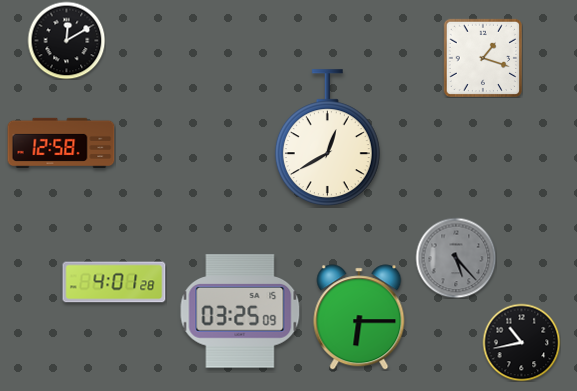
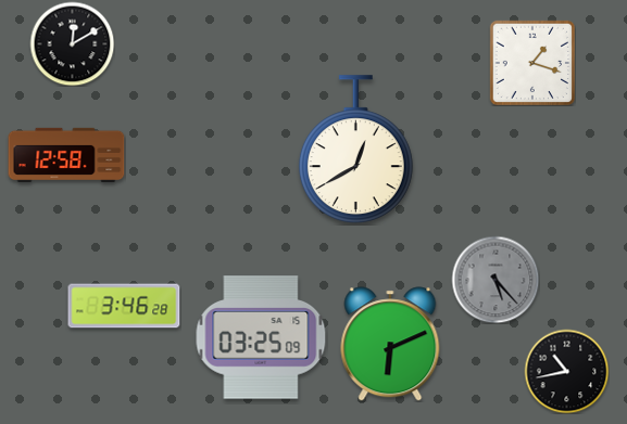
clock at (482, 57) position: (482, 57) -> (531, 62)
clock at (114, 282): 4:01 -> 3:46
clock at (359, 317): 6:15 -> 6:11
